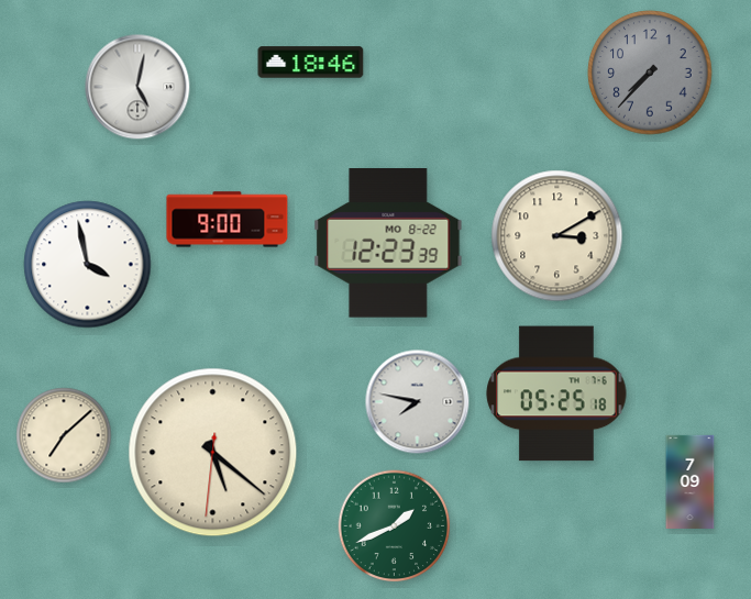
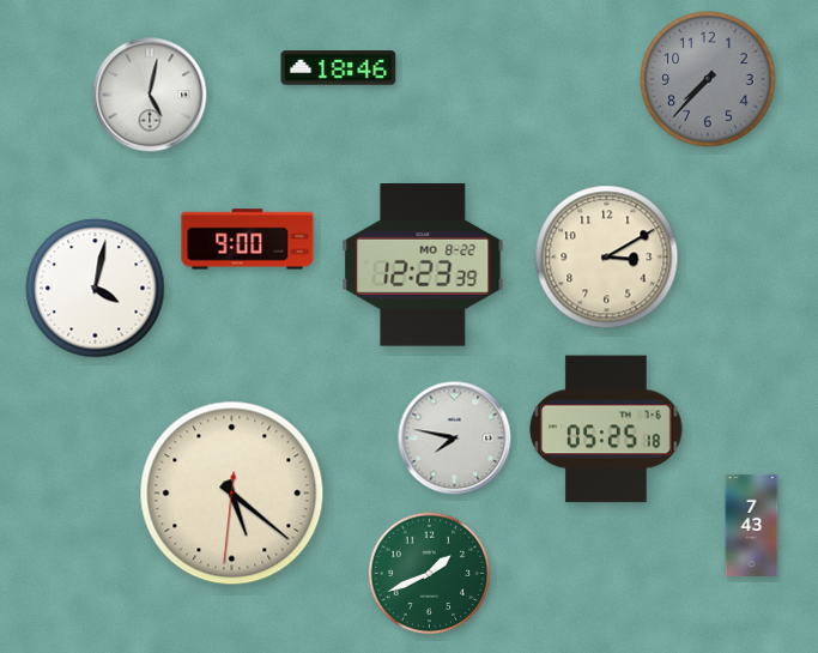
clock at (88, 265): 3:58 -> 4:02
clock at (64, 435): 7:08 -> none
clock at (691, 481): 7:09 -> 7:43
